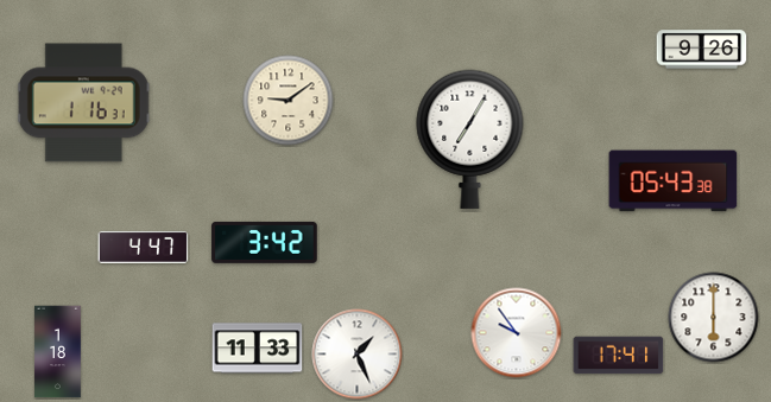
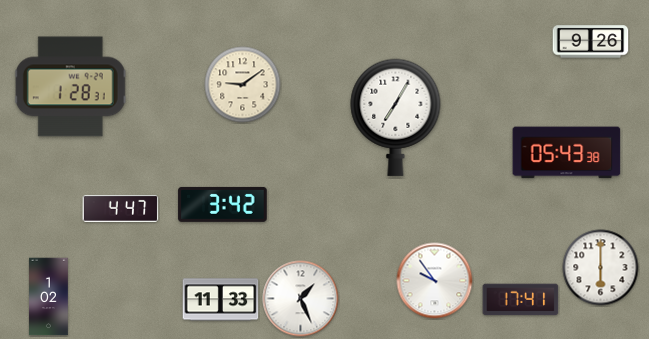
clock at (83, 103): 1:16 -> 1:28
clock at (258, 349) position: (258, 349) -> (221, 300)
clock at (58, 352): 1:18 -> 1:02
